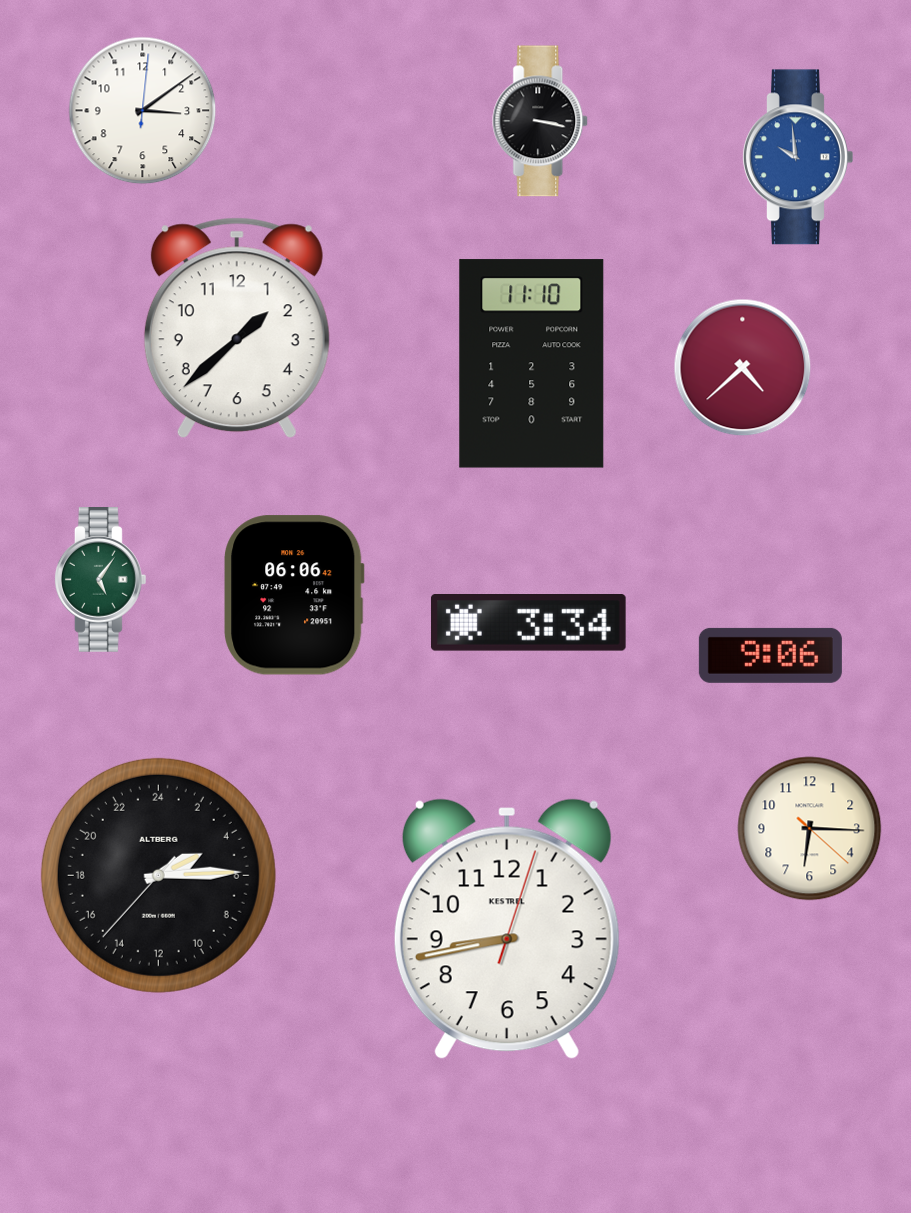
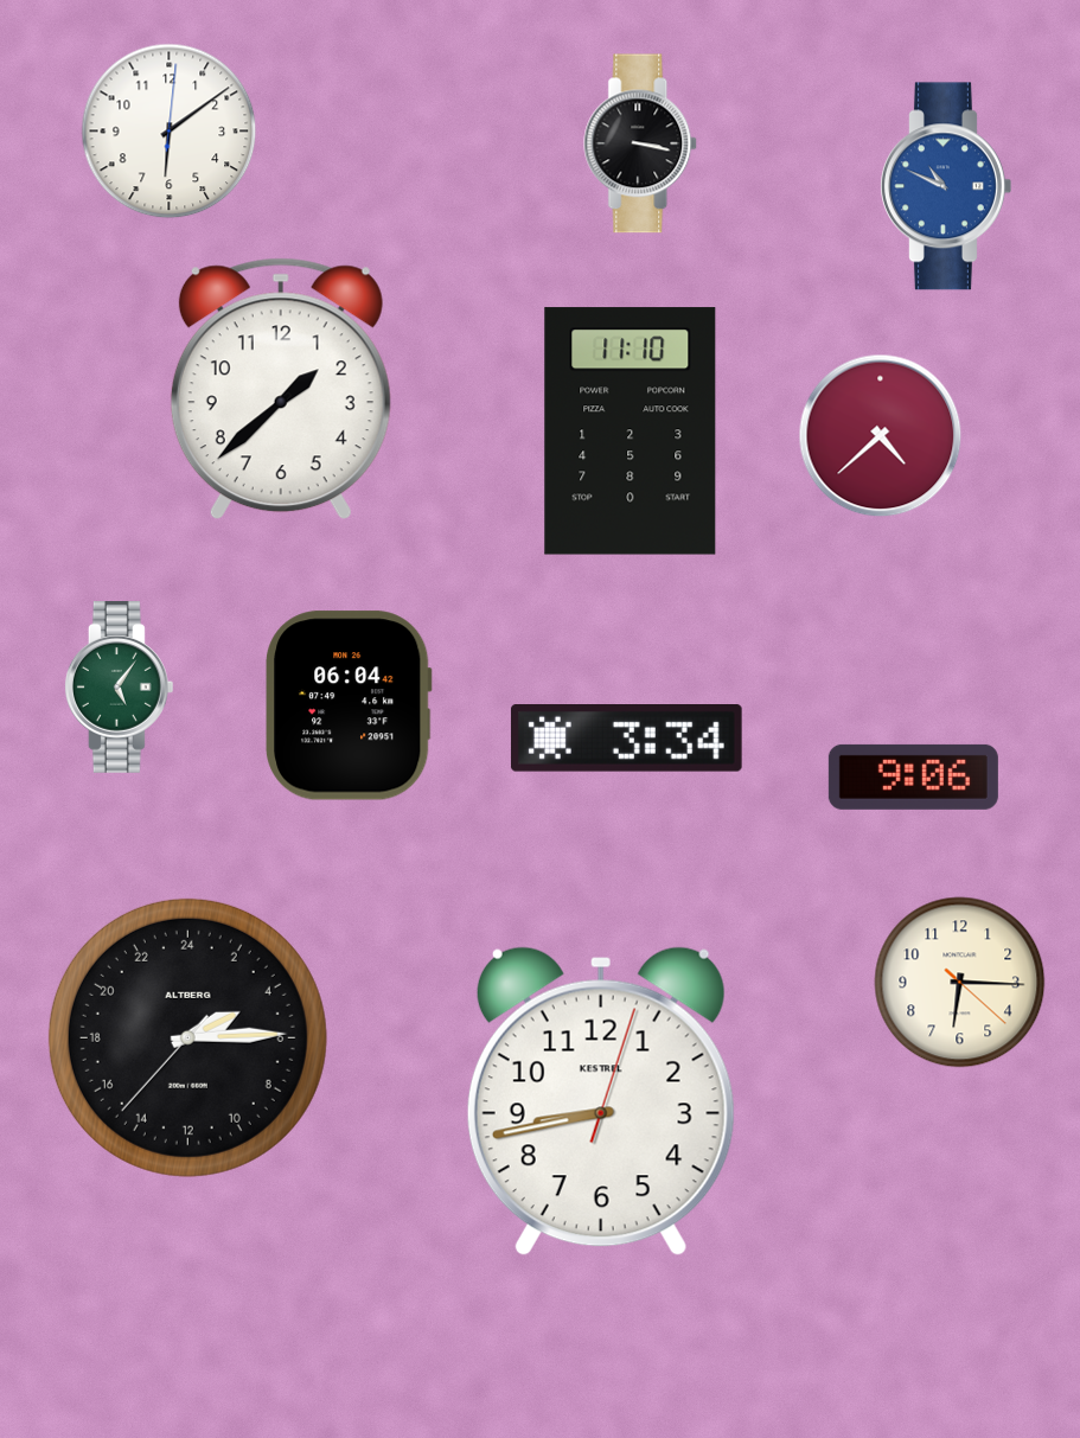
clock at (143, 111): 3:09 -> 6:09
clock at (797, 157): 9:59 -> 10:49
clock at (295, 595): 06:06 -> 06:04
